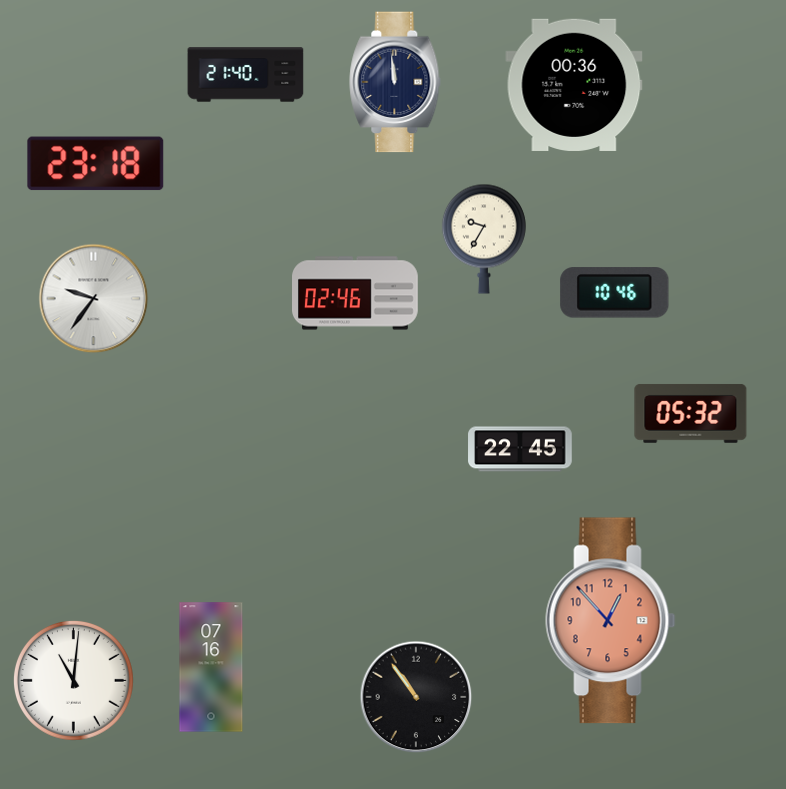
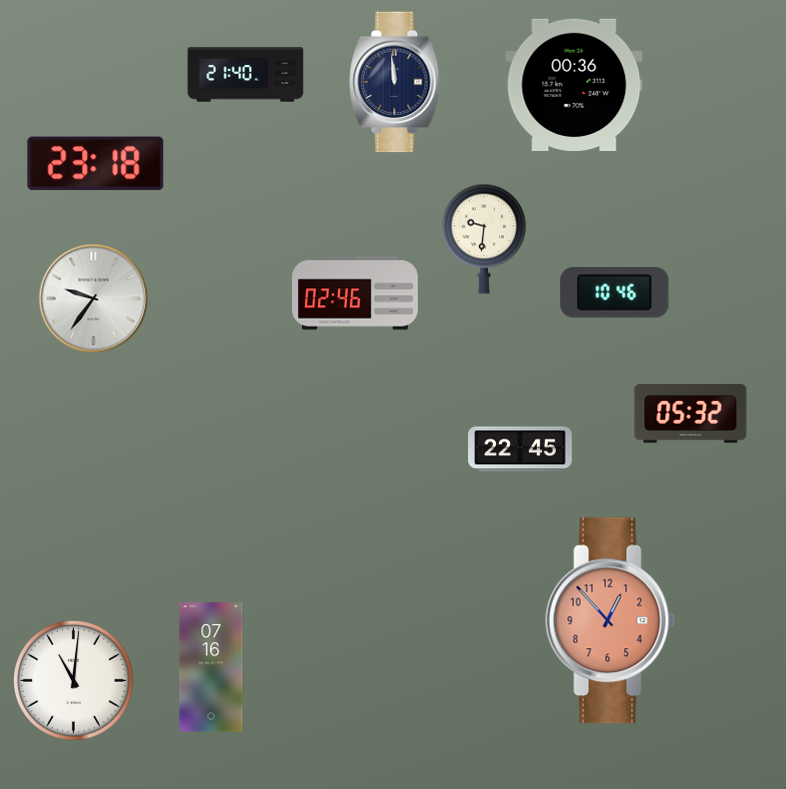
clock at (484, 239): 9:35 -> 9:31
clock at (416, 697): 10:54 -> none
